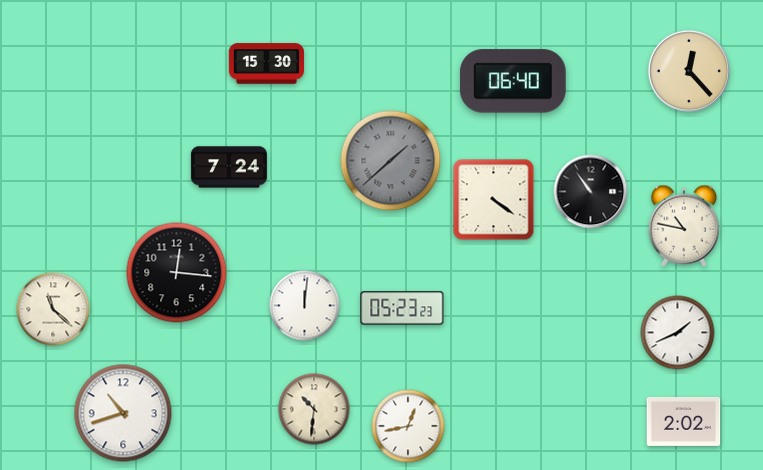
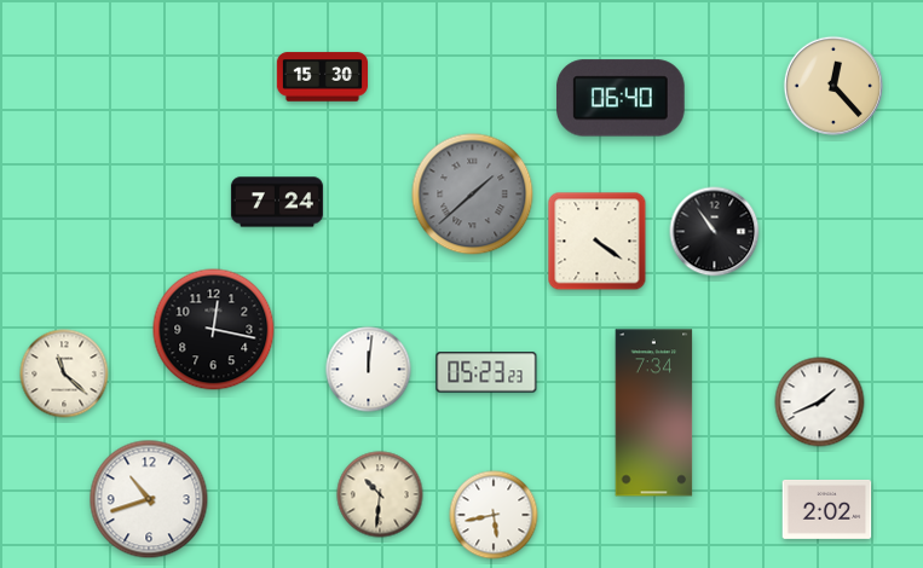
clock at (684, 226): 10:47 -> none
clock at (177, 273): 12:16 -> 12:17
clock at (654, 413): none -> 7:34
clock at (408, 426): 12:43 -> 5:43
